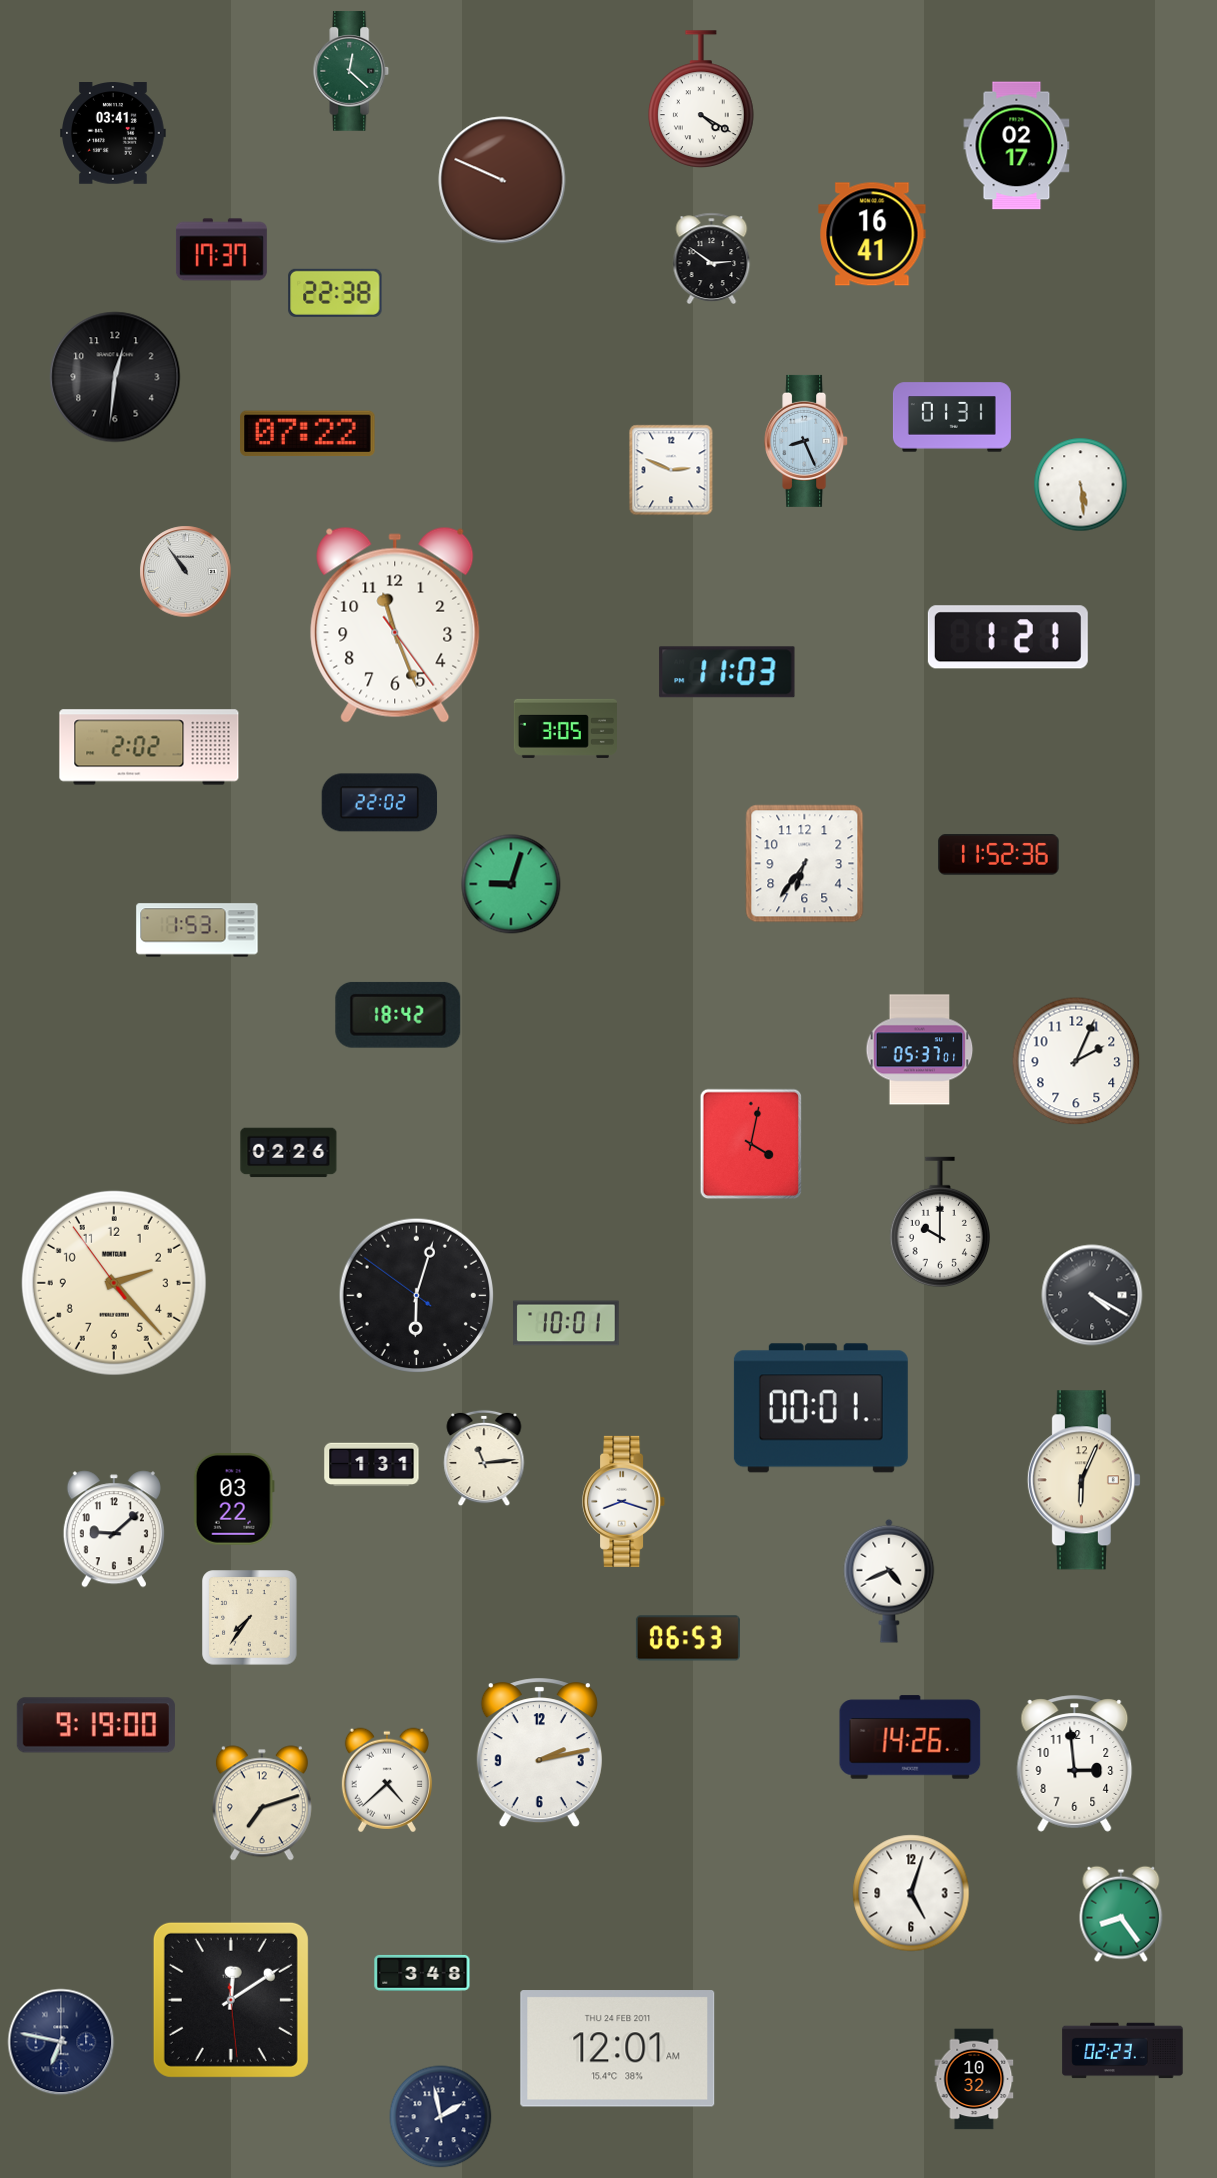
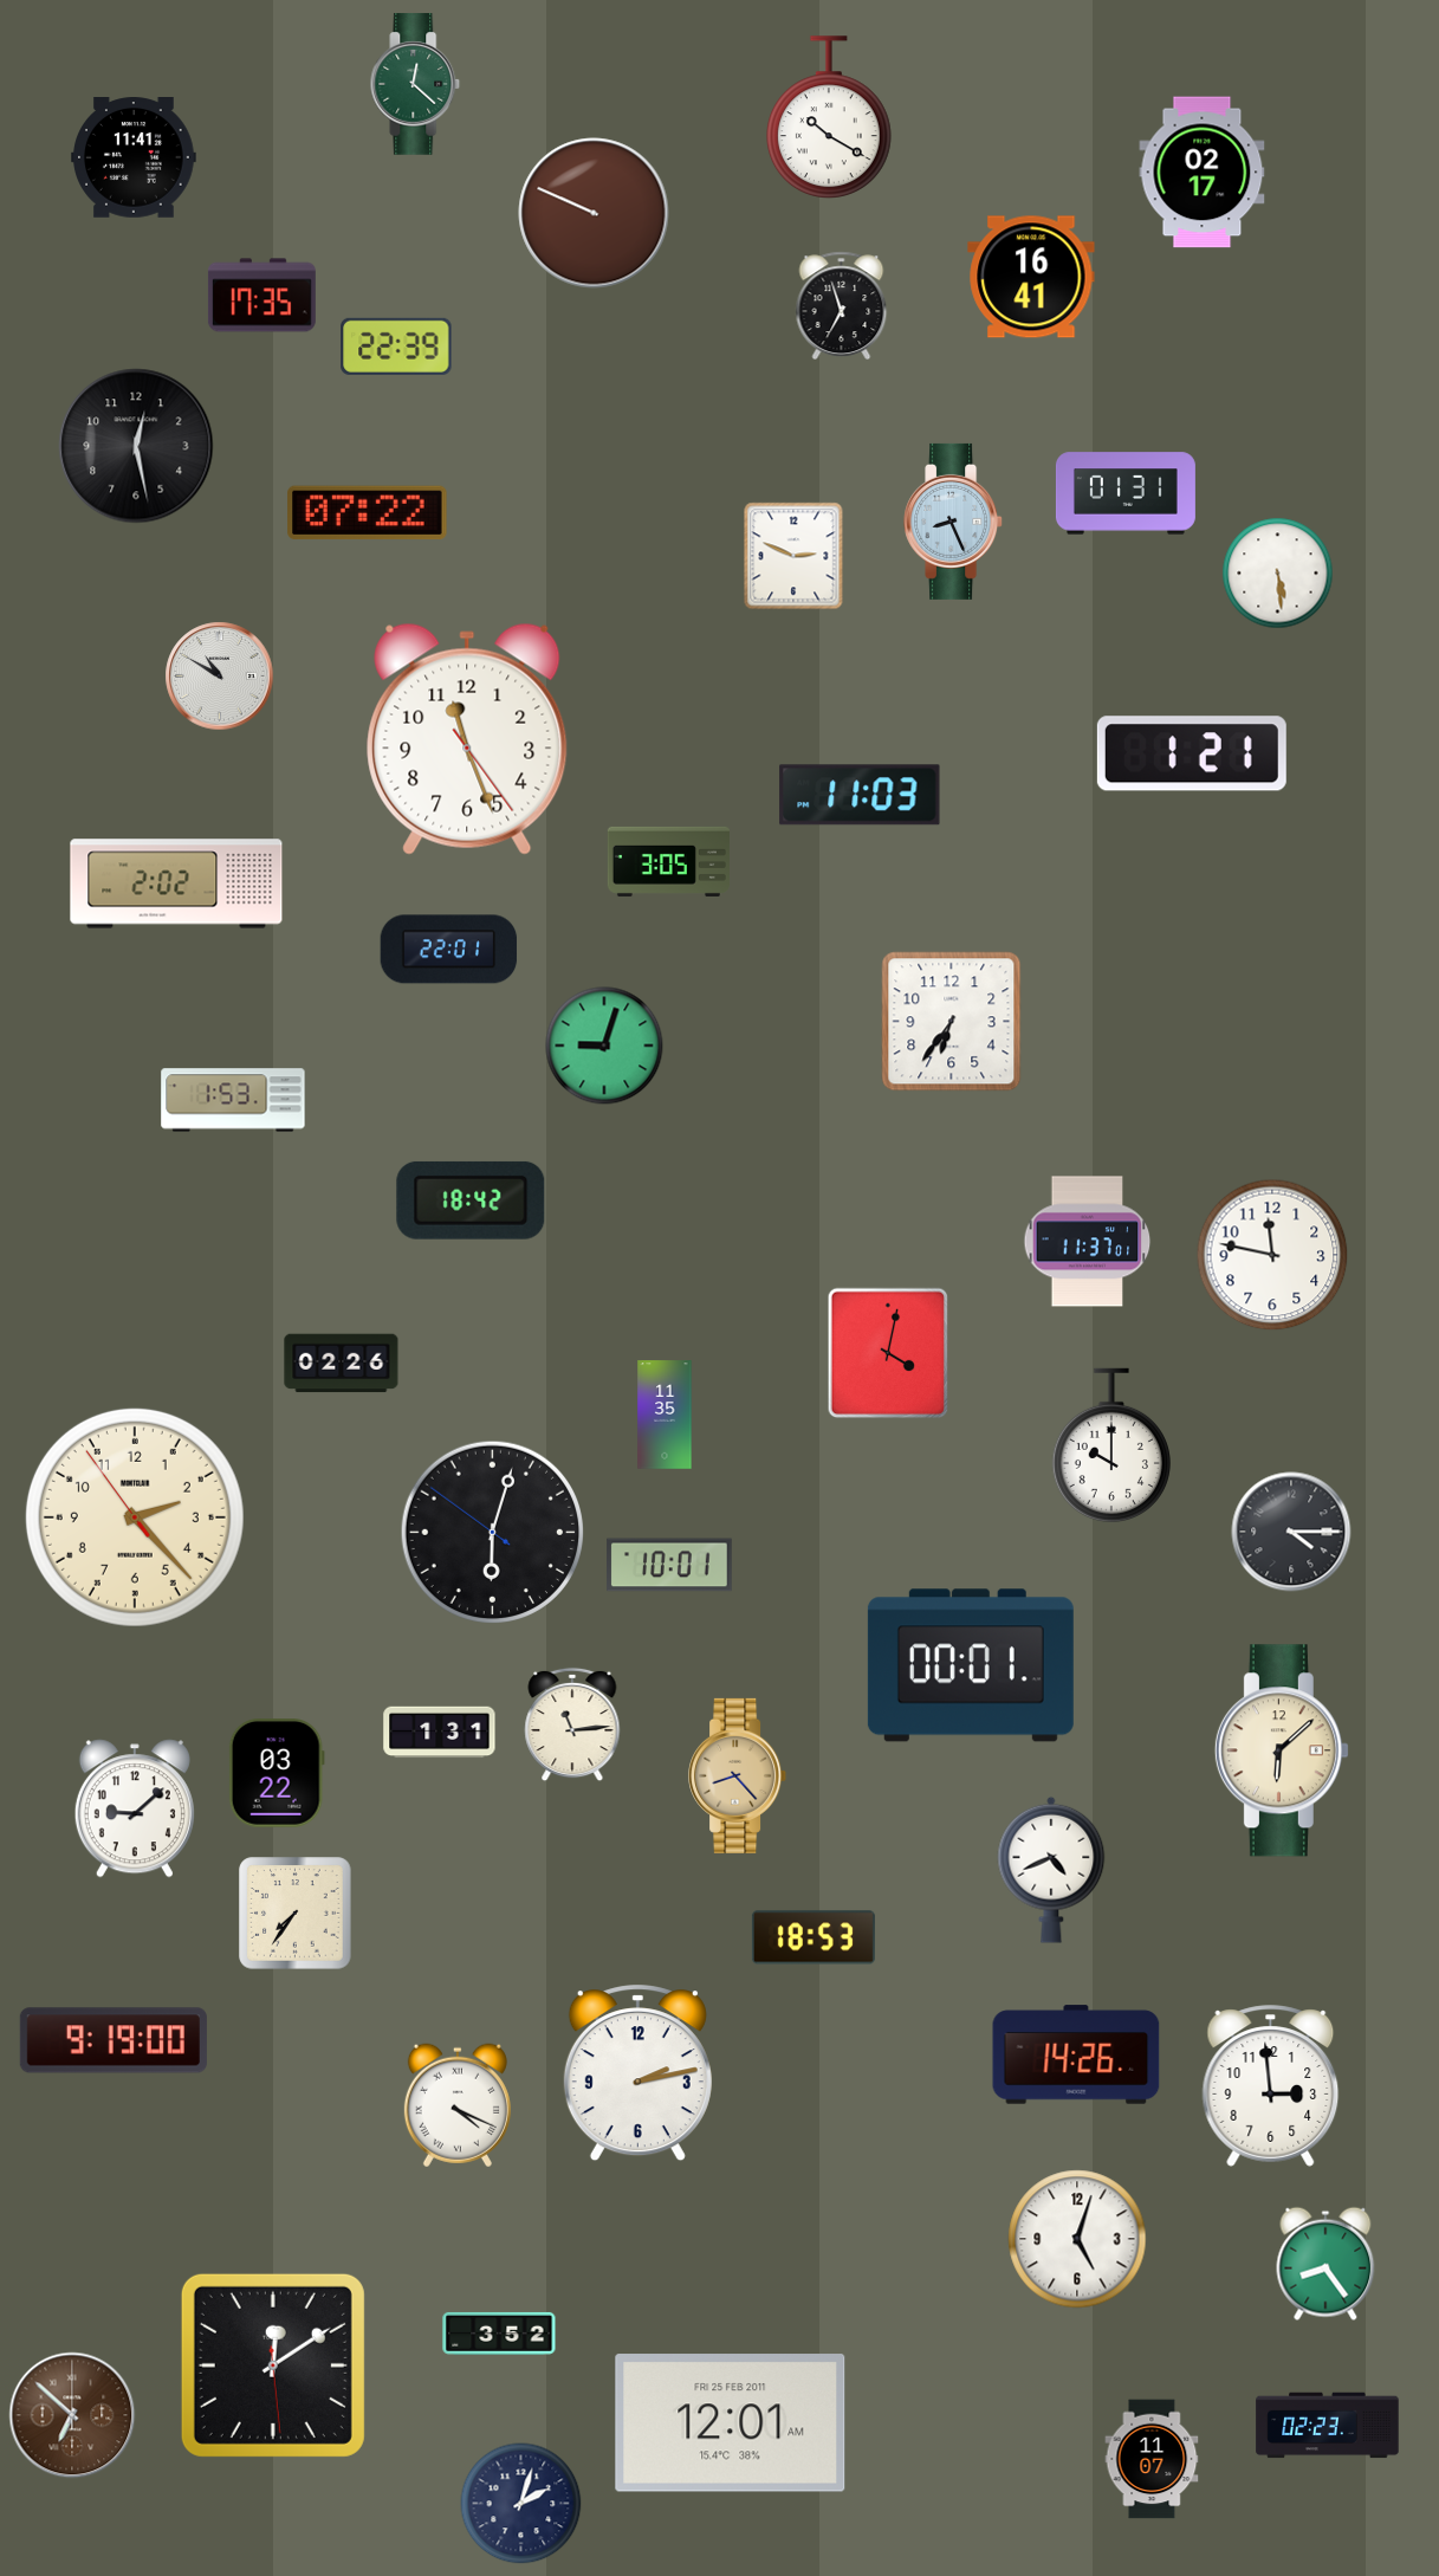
clock at (701, 99): 4:20 -> 10:20
clock at (113, 134): 03:41 -> 11:41
clock at (221, 250): 17:37 -> 17:35
clock at (712, 258): 2:51 -> 6:57
clock at (335, 293): 22:38 -> 22:39
clock at (115, 377): 12:31 -> 12:28
clock at (308, 434) position: (308, 434) -> (368, 513)
clock at (186, 572): 10:54 -> 10:50
clock at (380, 803): 22:02 -> 22:01
clock at (999, 855): 11:52 -> none
clock at (920, 1050): 05:37 -> 11:37
clock at (1076, 1061): 2:04 -> 11:47
clock at (665, 1415): none -> 11:35
clock at (1092, 1295): 4:20 -> 4:15
clock at (1084, 1480): 6:04 -> 6:08
clock at (624, 1501): 8:18 -> 8:23
clock at (624, 1501) dial: white -> champagne
clock at (688, 1638): 06:53 -> 18:53
clock at (387, 1780): 4:38 -> 4:19
clock at (262, 1803): 7:12 -> none
clock at (422, 1973): 3:48 -> 3:52
clock at (61, 2042): 6:47 -> 6:52
clock at (61, 2042) dial: navy -> brown
clock at (618, 2049) date: THU 24 FEB 2011 -> FRI 25 FEB 2011
clock at (974, 2079): 10:32 -> 11:07
clock at (441, 2117): 1:58 -> 2:03
